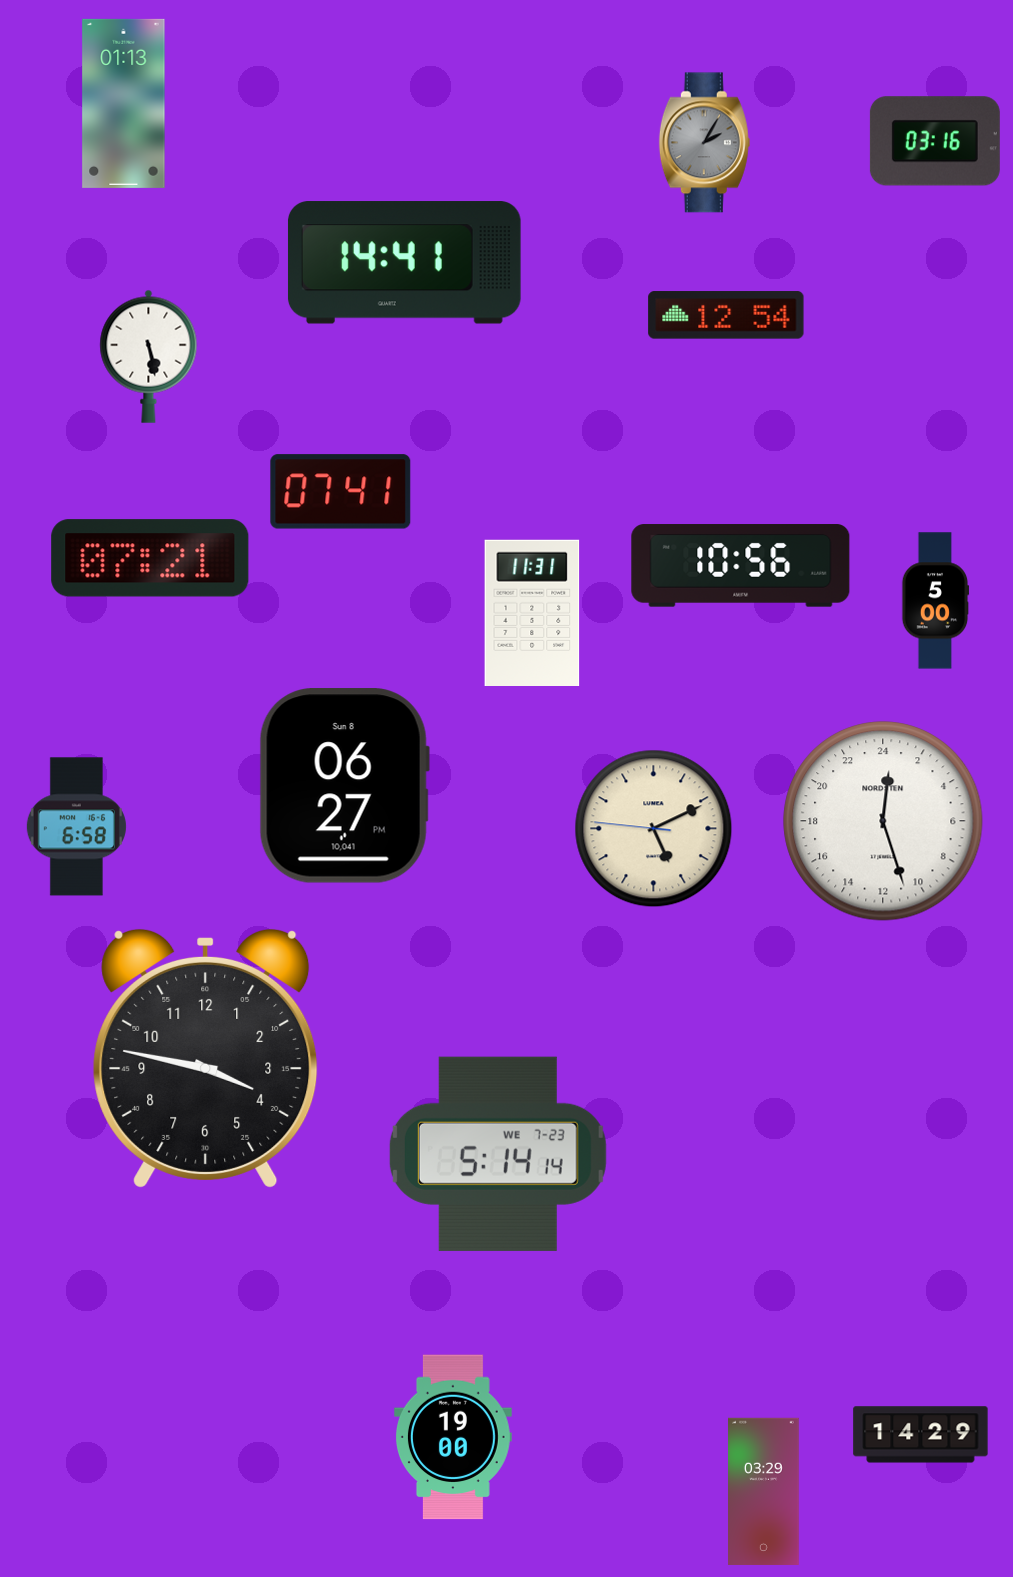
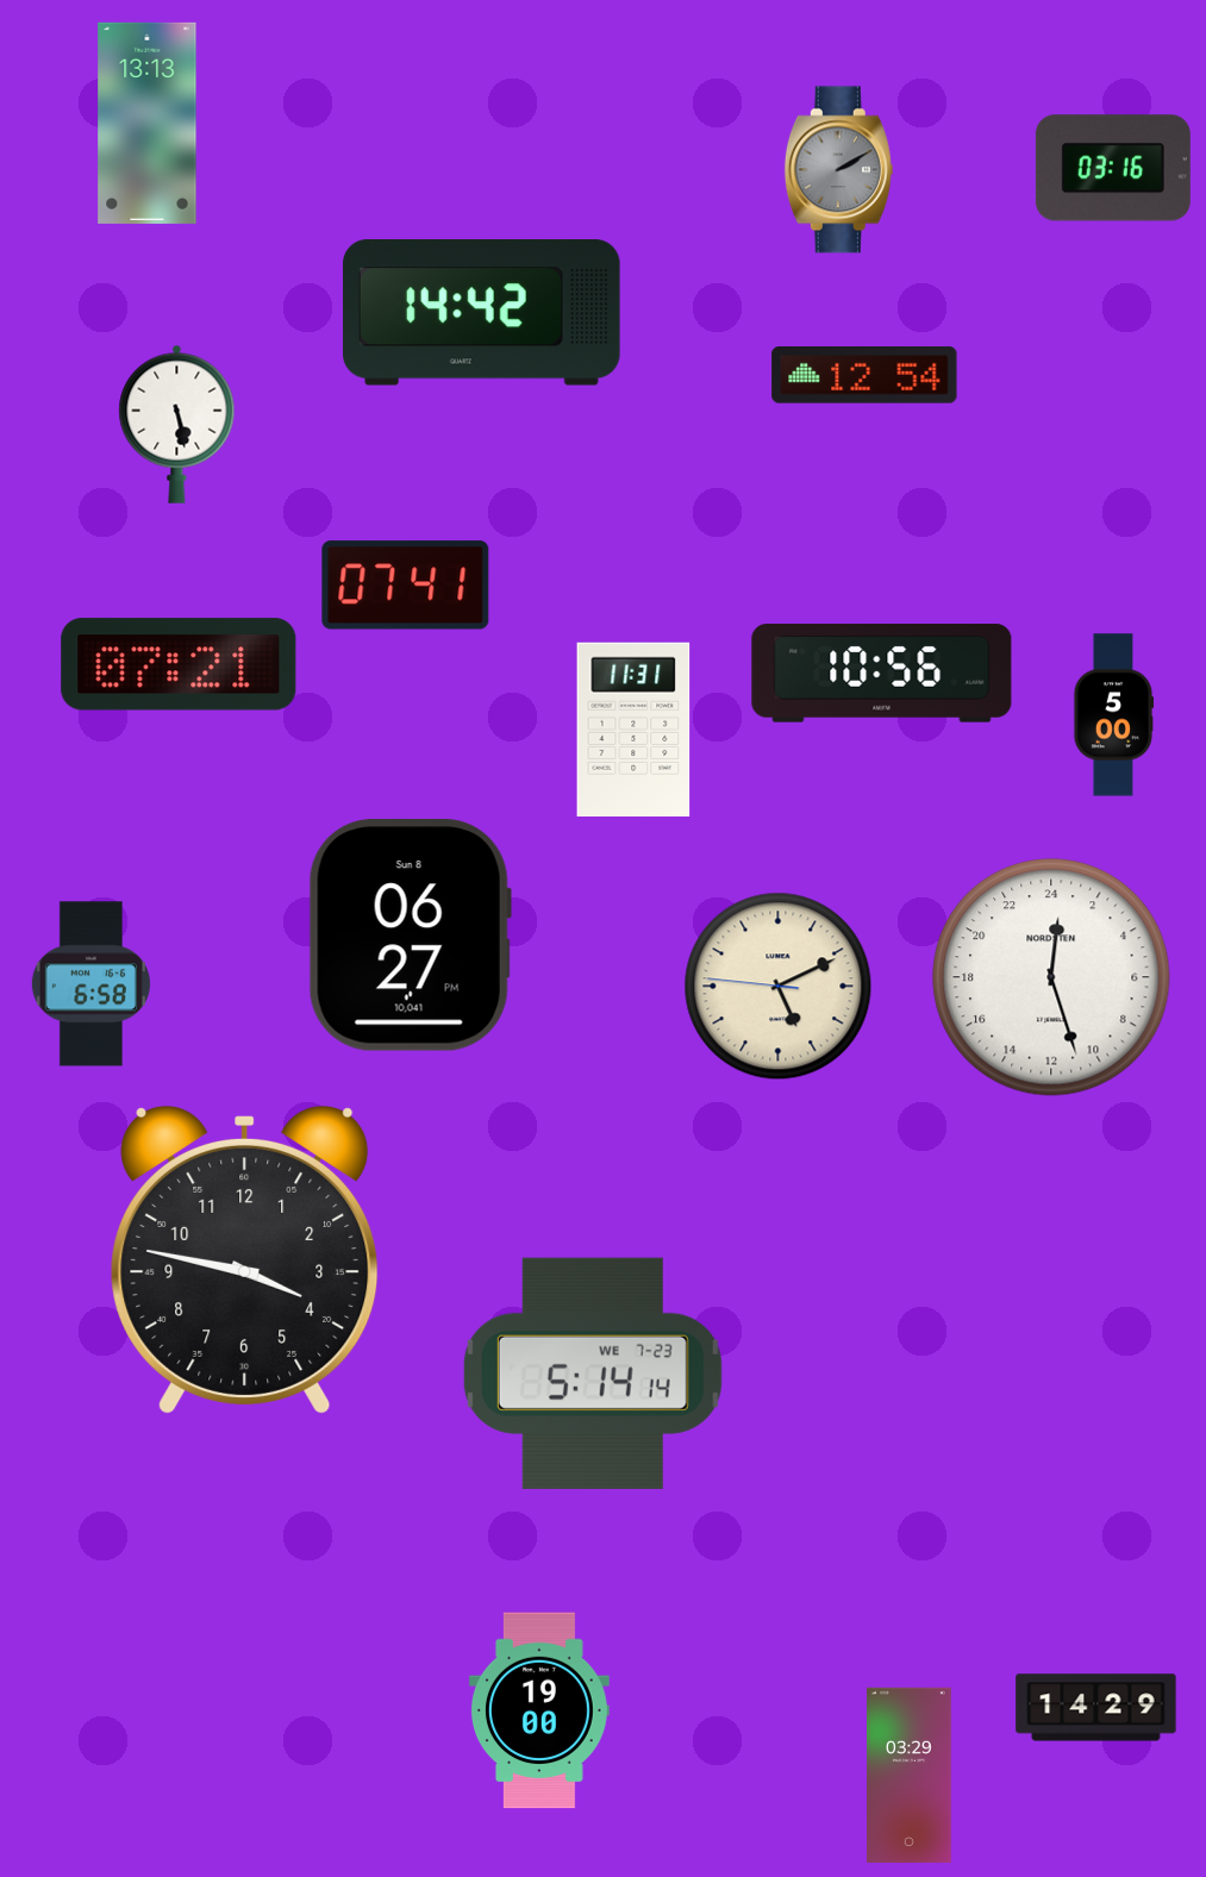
clock at (124, 103): 01:13 -> 13:13
clock at (704, 143): 2:05 -> 2:10
clock at (404, 263): 14:41 -> 14:42
